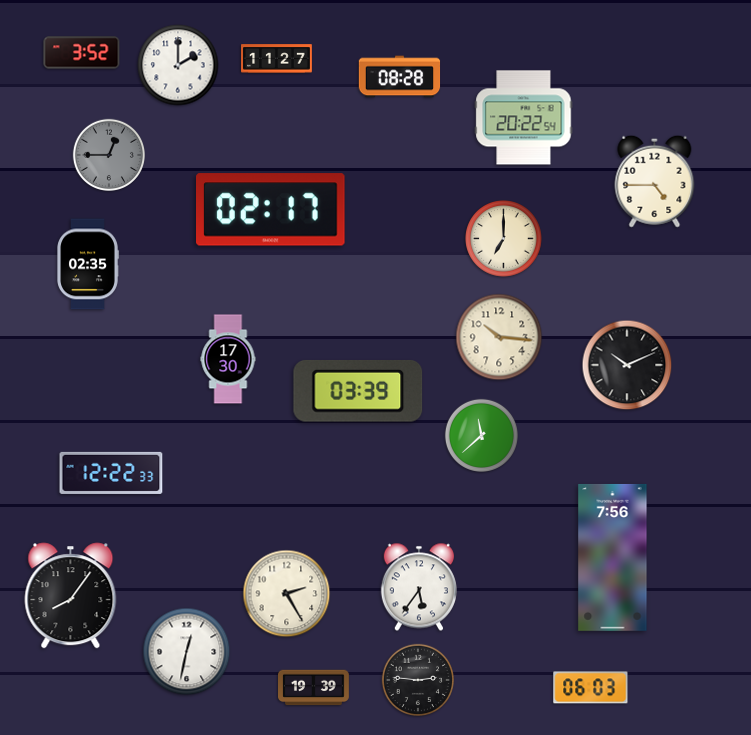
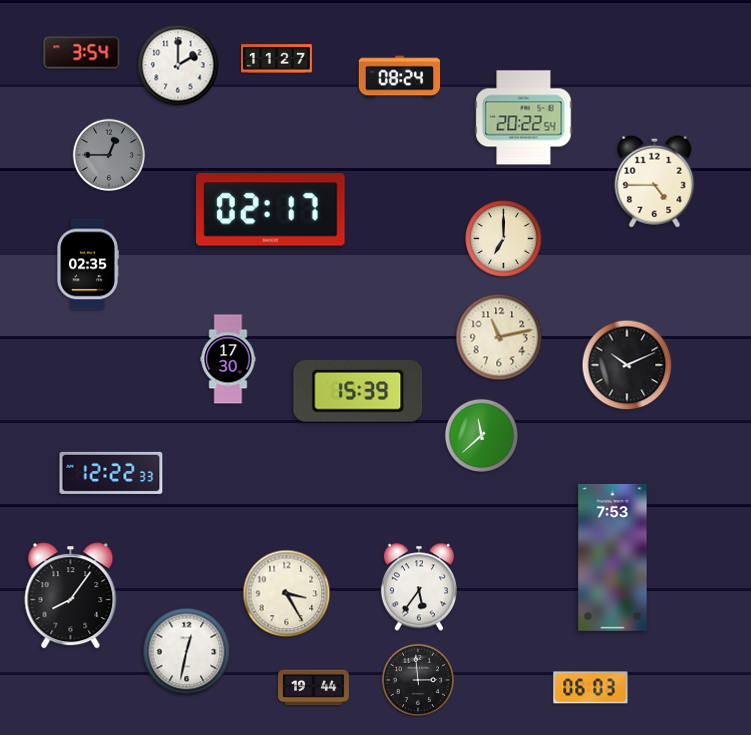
clock at (82, 53): 3:52 -> 3:54
clock at (400, 77): 08:28 -> 08:24
clock at (499, 337): 10:16 -> 11:13
clock at (358, 391): 03:39 -> 15:39
clock at (613, 557): 7:56 -> 7:53
clock at (287, 594): 2:25 -> 3:25
clock at (417, 679): 2:46 -> 2:59
clock at (314, 688): 19:39 -> 19:44
